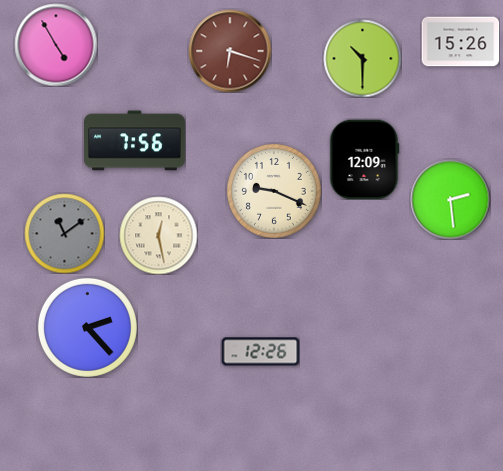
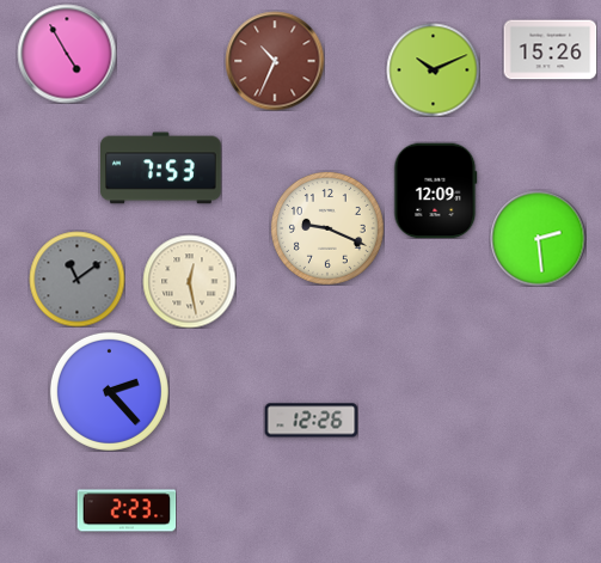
clock at (230, 51): 6:18 -> 10:34
clock at (362, 58): 10:30 -> 10:11
clock at (135, 141): 7:56 -> 7:53
clock at (87, 327) position: (87, 327) -> (109, 391)
clock at (127, 510): none -> 2:23
